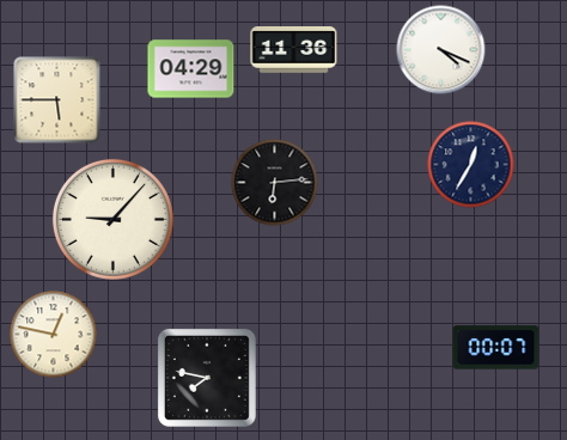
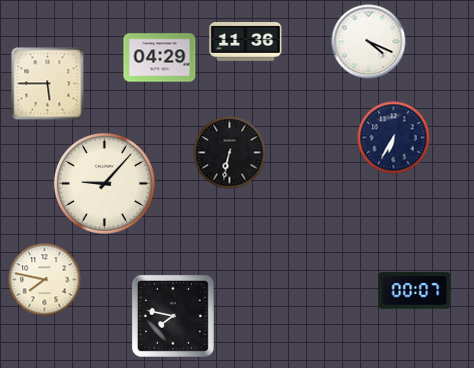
clock at (471, 165): 12:35 -> 6:35
clock at (275, 183): 6:14 -> 6:32
clock at (112, 219) position: (112, 219) -> (104, 183)
clock at (54, 335): 12:47 -> 7:47
